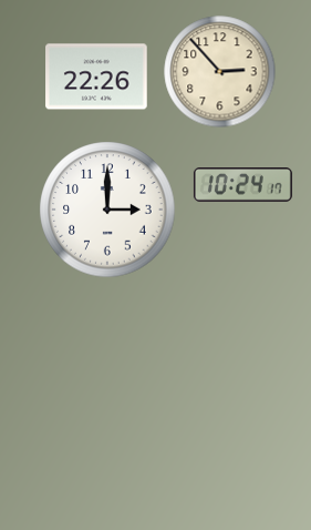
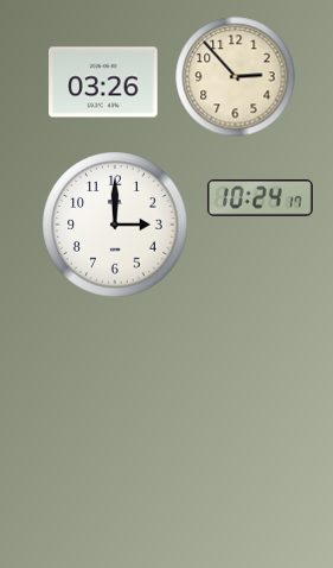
clock at (96, 77): 22:26 -> 03:26
